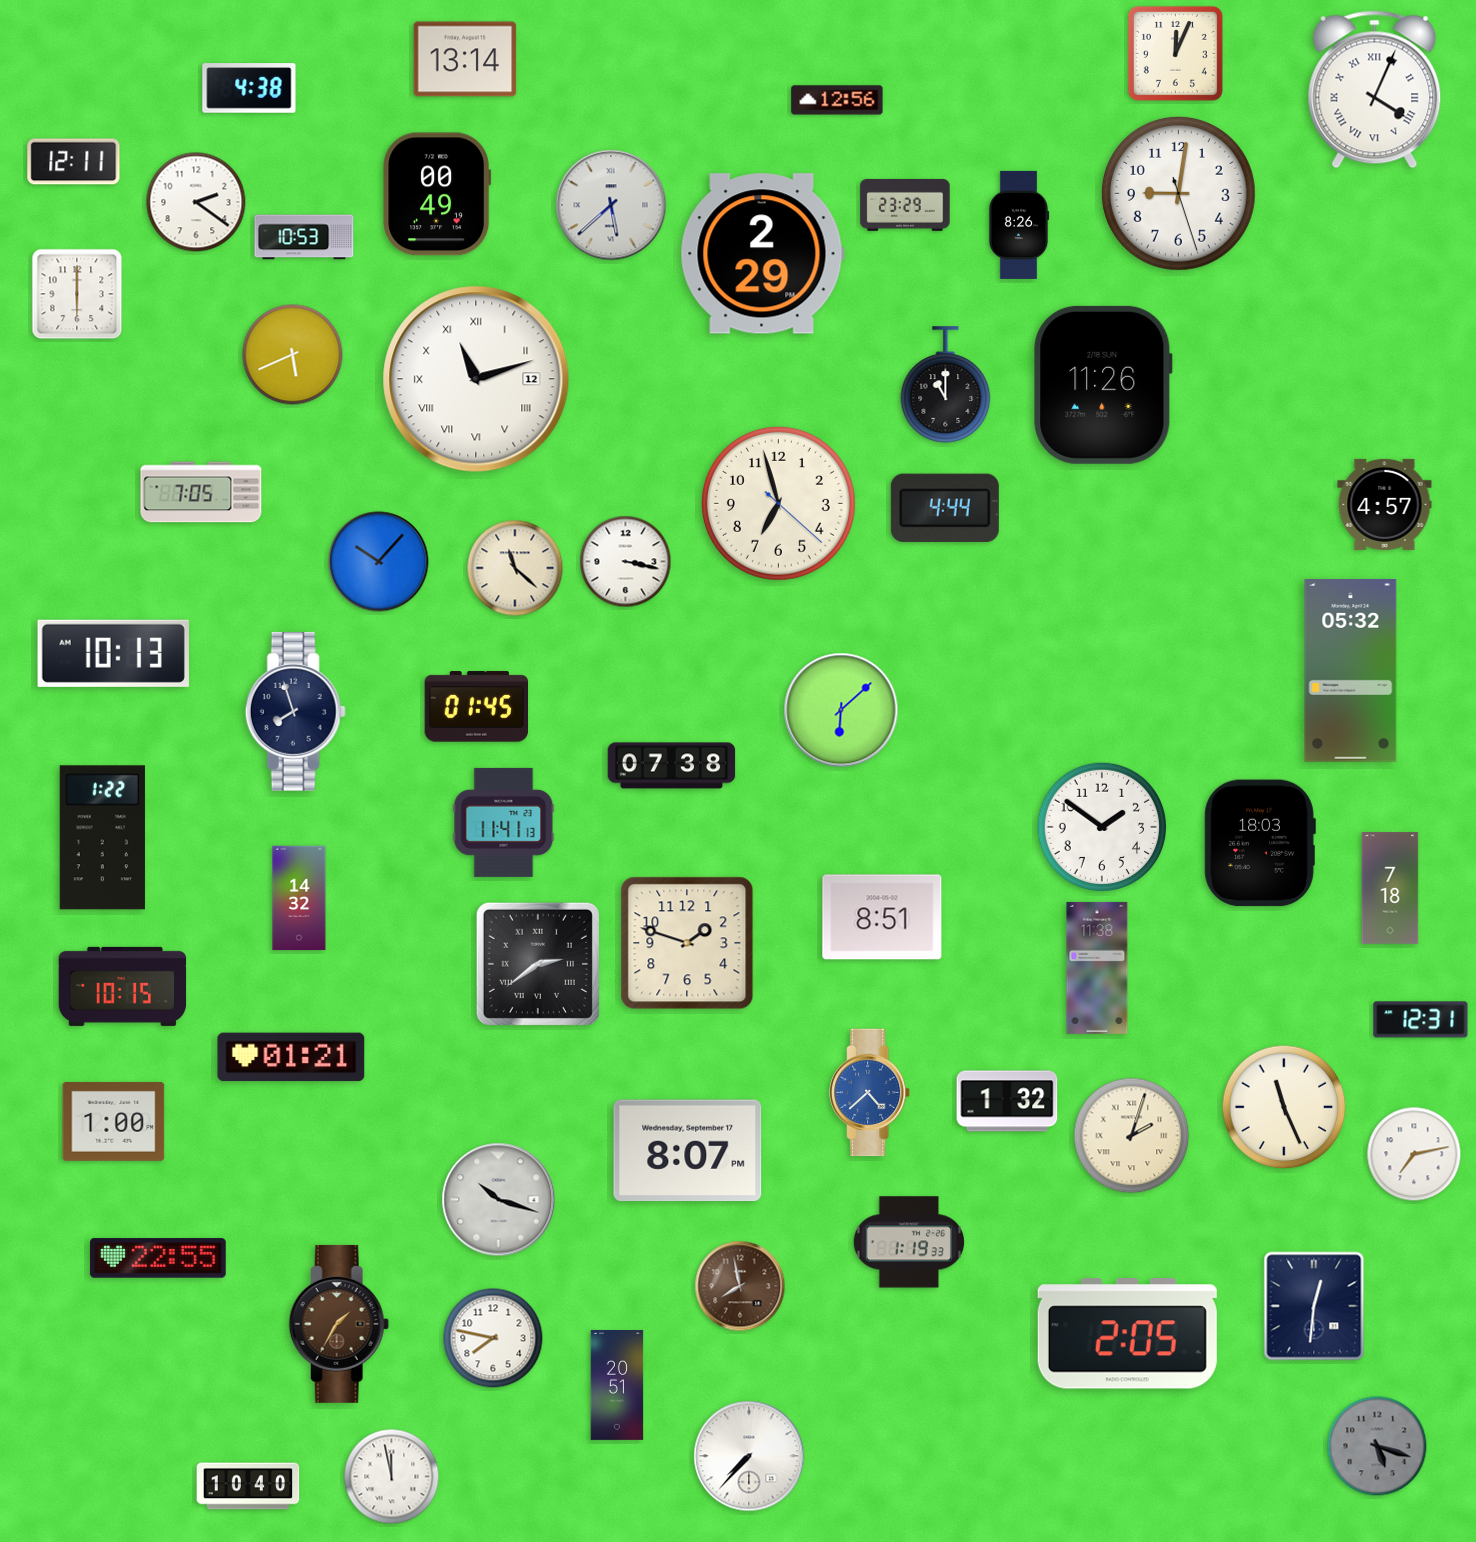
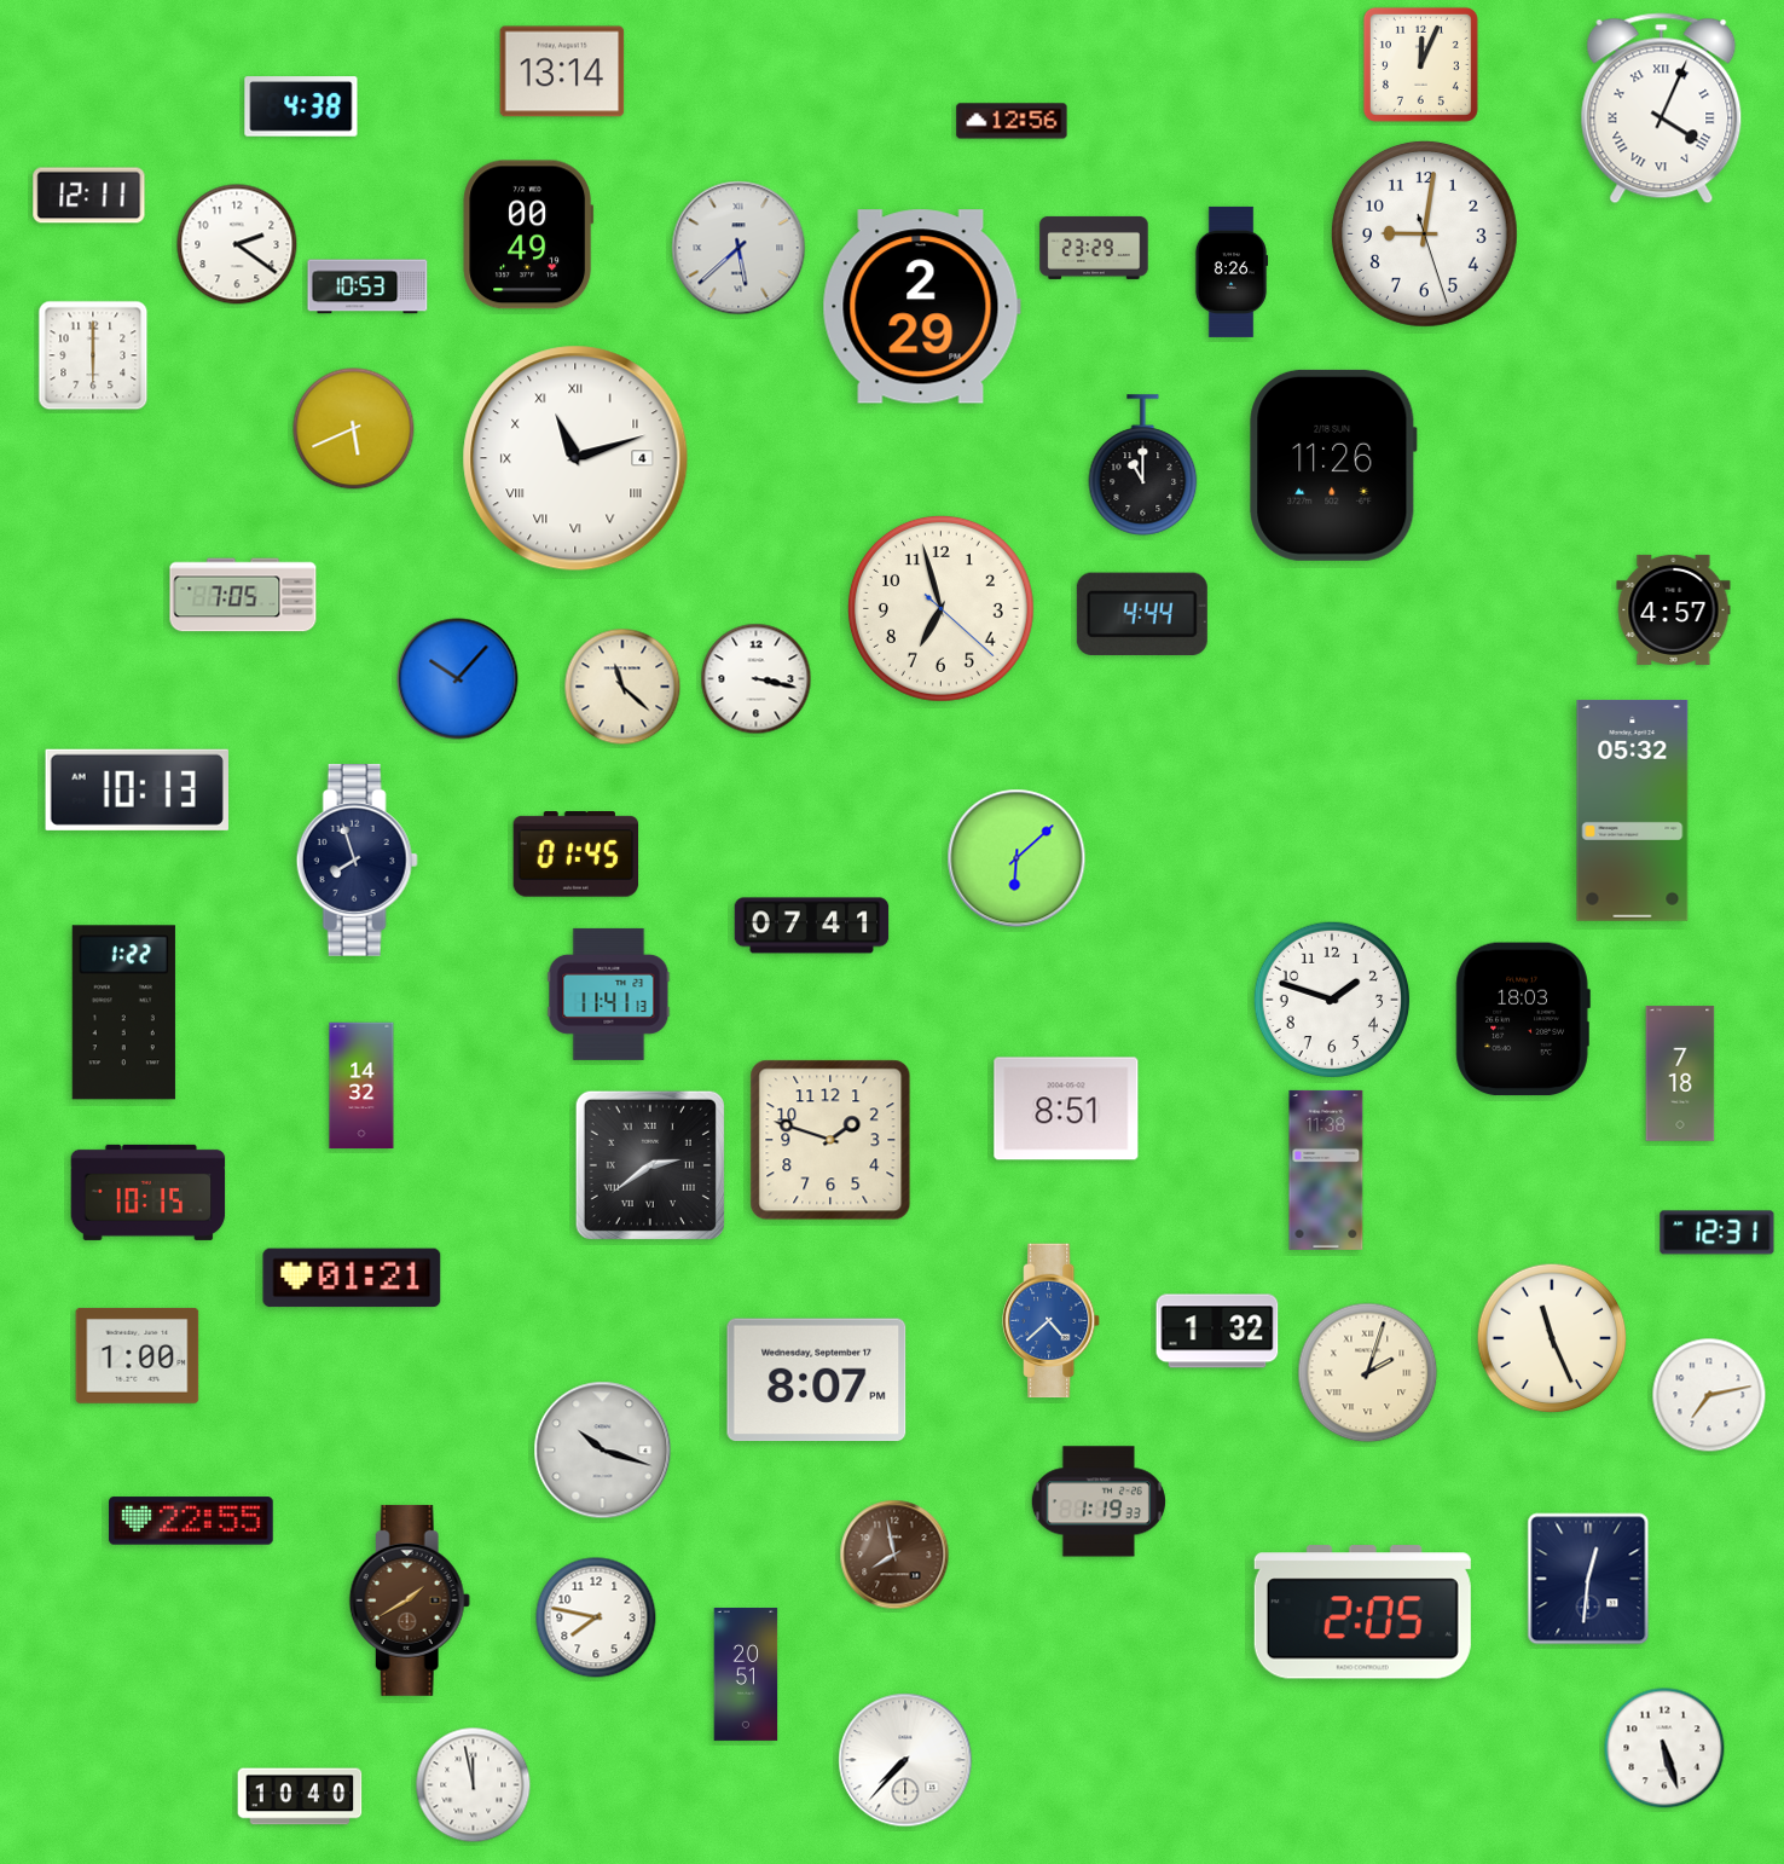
clock at (476, 379) date: 12 -> 4
clock at (672, 766): 07:38 -> 07:41
clock at (1101, 826): 1:51 -> 1:48
clock at (688, 1151) position: (688, 1151) -> (817, 1380)
clock at (339, 1324): 1:35 -> 1:40
clock at (1377, 1446): 5:18 -> 5:27
clock at (1377, 1446) dial: grey -> white
